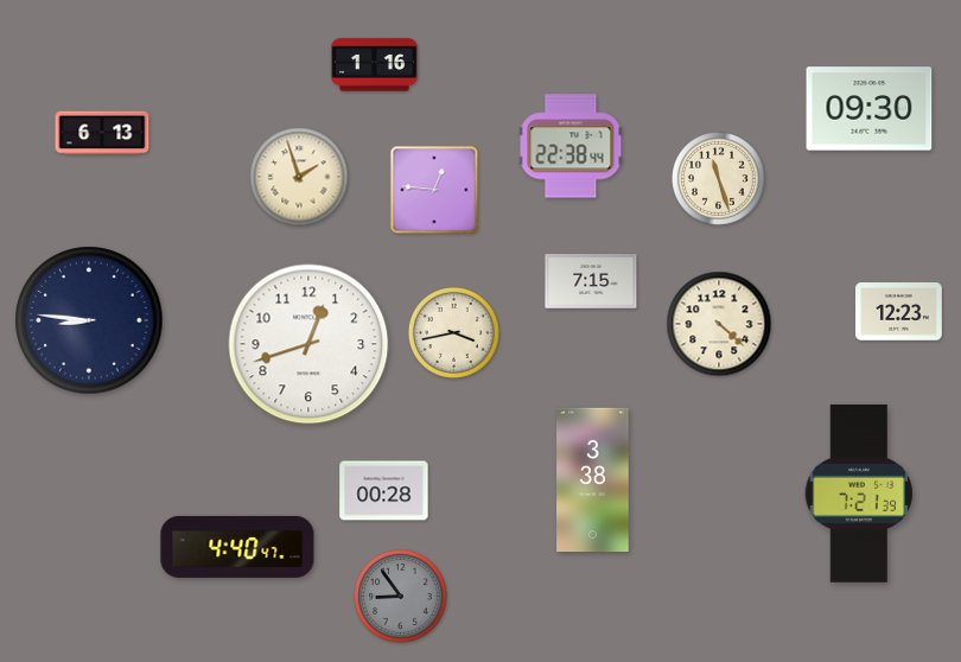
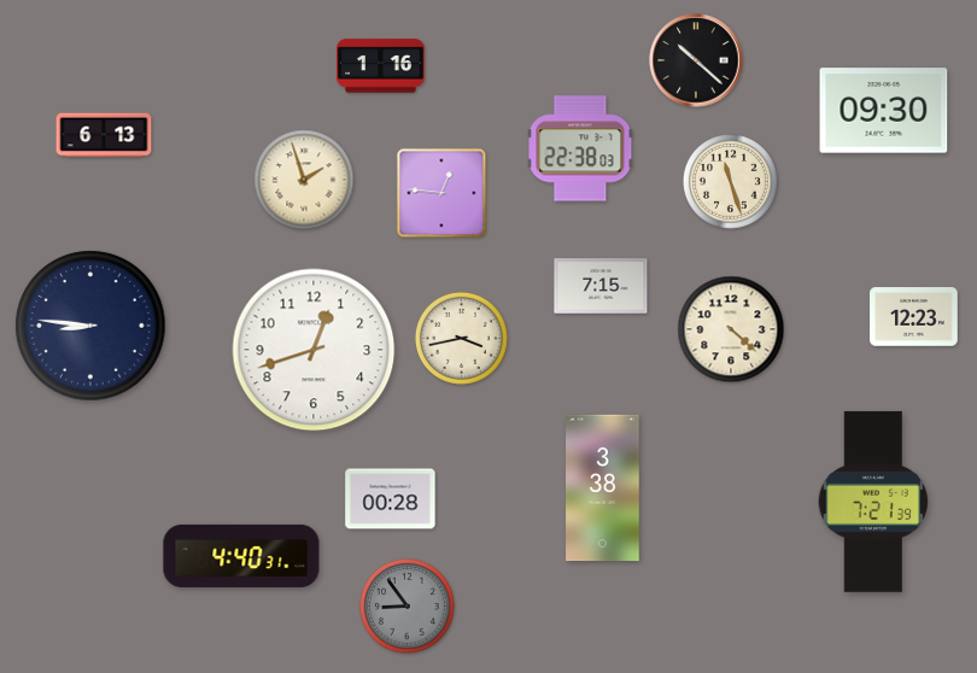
clock at (696, 60): none -> 10:22
clock at (571, 146): 22:38:44 -> 22:38:03
clock at (237, 547): 4:40:47 -> 4:40:31
